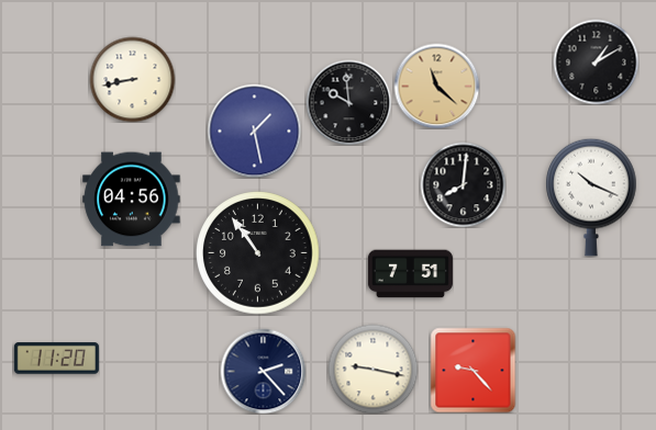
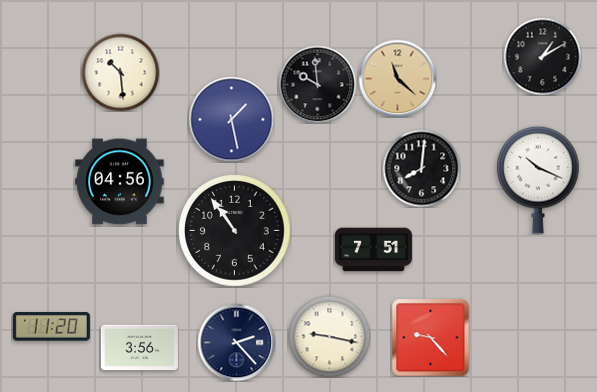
clock at (132, 79): 8:43 -> 10:29
clock at (348, 102) position: (348, 102) -> (317, 84)
clock at (373, 369) position: (373, 369) -> (329, 336)
clock at (263, 371) position: (263, 371) -> (236, 342)
clock at (139, 348): none -> 3:56
